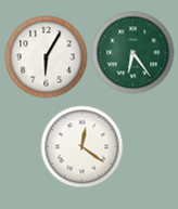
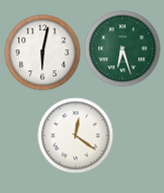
clock at (133, 53): 6:24 -> 6:27
clock at (47, 57): 6:05 -> 6:02
